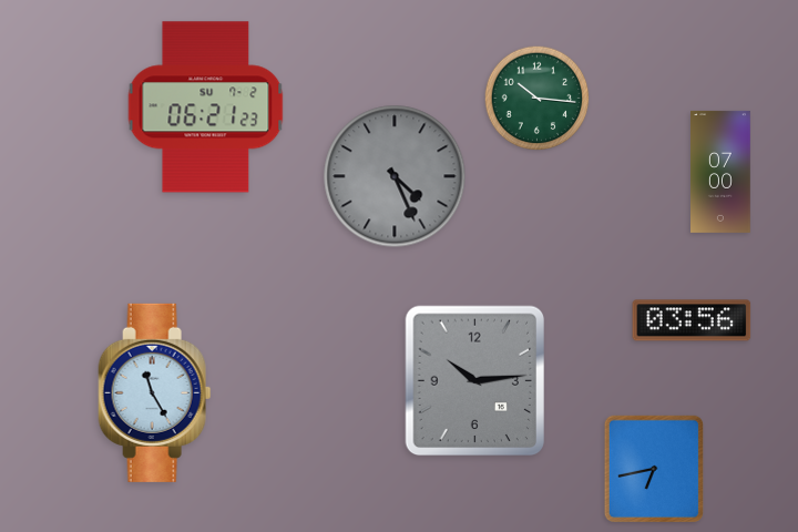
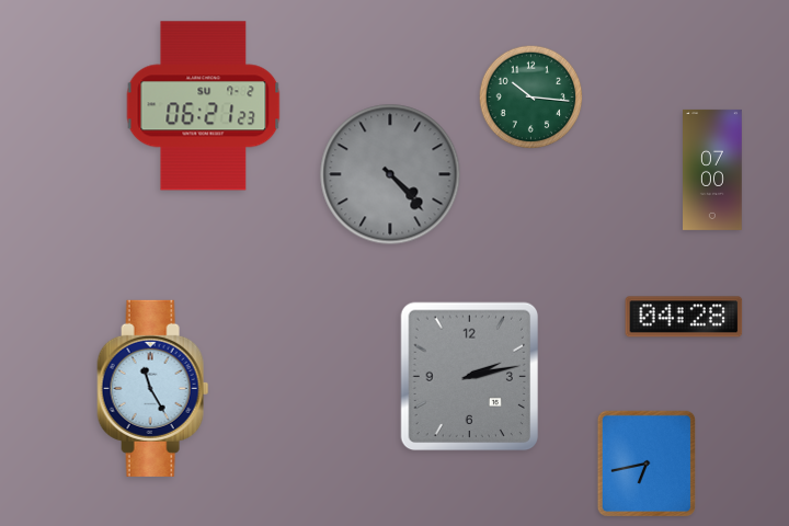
clock at (395, 176): 4:26 -> 4:23
clock at (692, 320): 03:56 -> 04:28
clock at (475, 381): 10:14 -> 2:13
